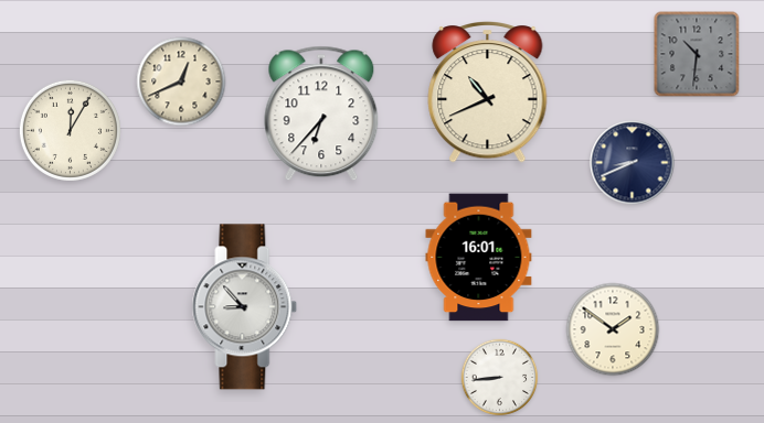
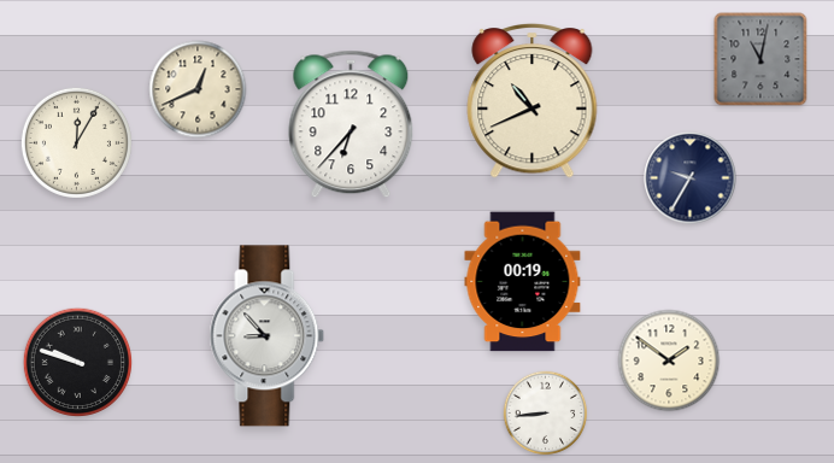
clock at (697, 54): 10:31 -> 11:02
clock at (633, 163): 8:41 -> 9:35
clock at (479, 258): 16:01 -> 00:19
clock at (77, 362): none -> 9:48
